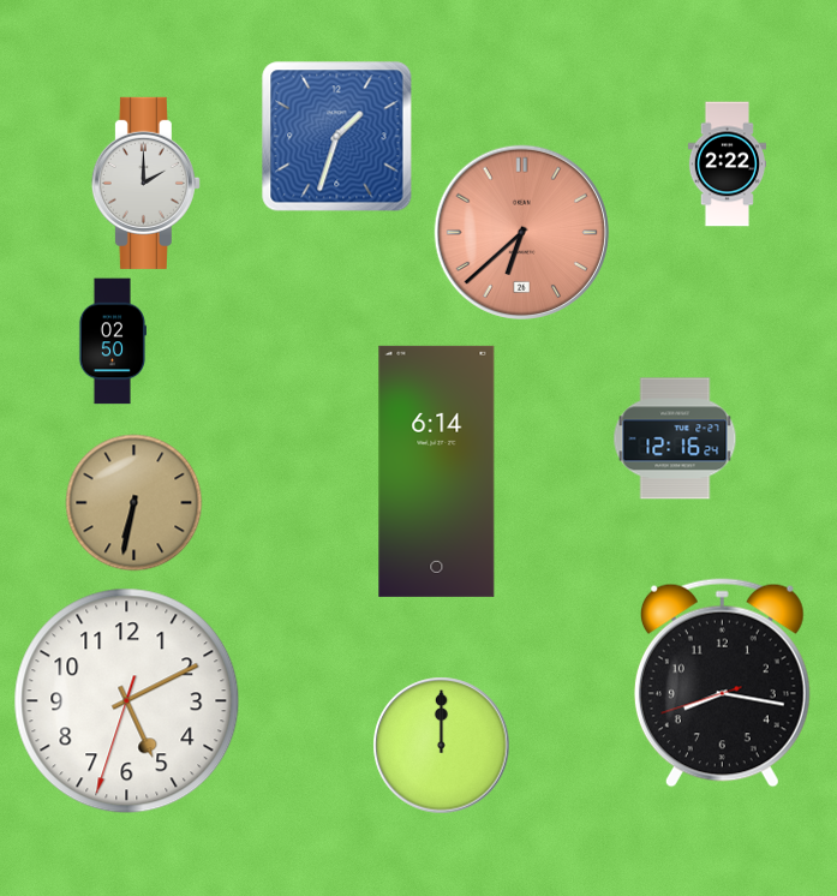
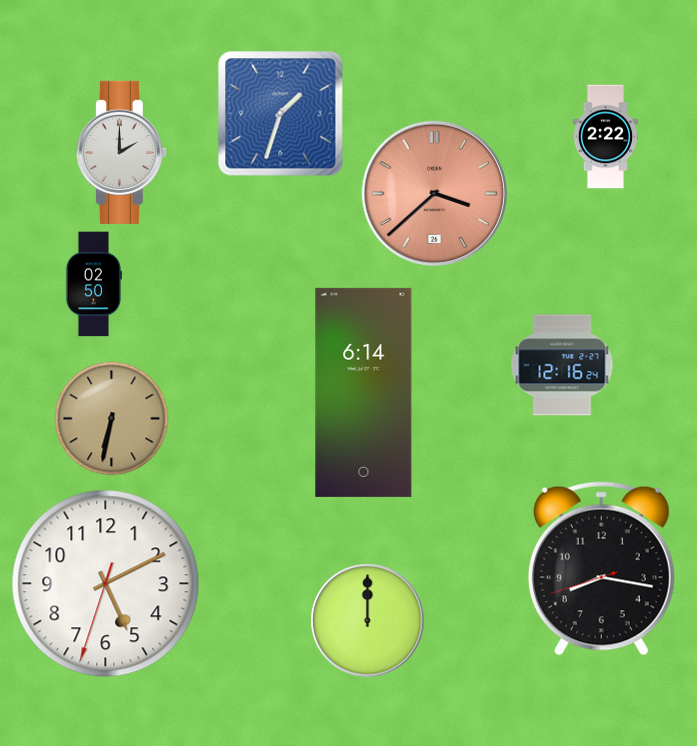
clock at (521, 232): 6:38 -> 3:38
